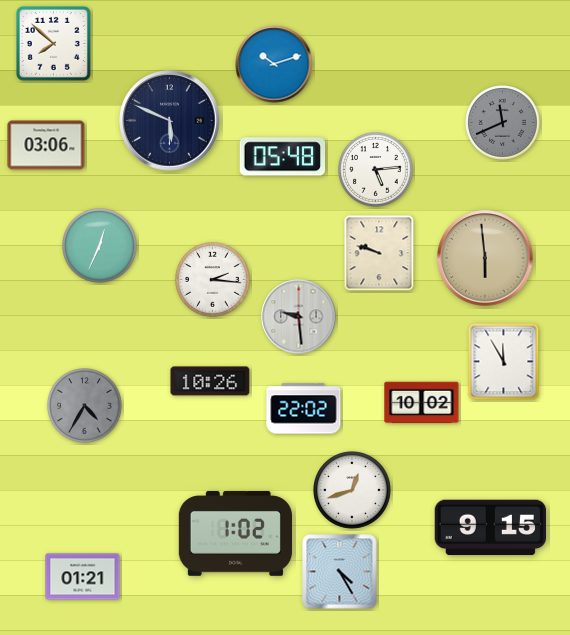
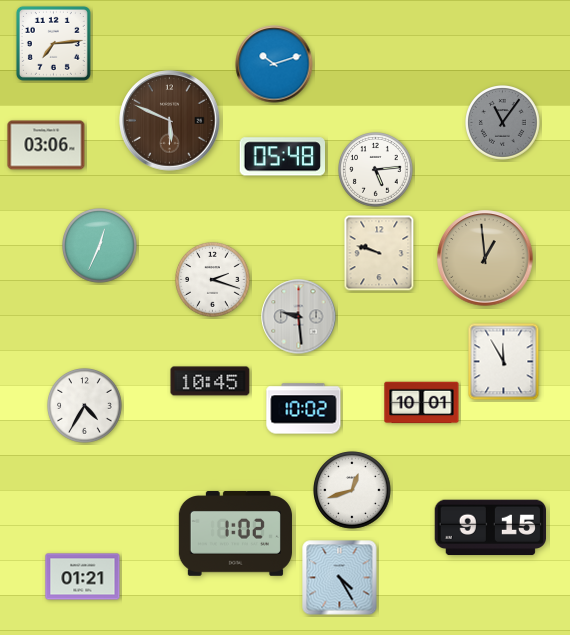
clock at (53, 43): 7:52 -> 7:14
clock at (170, 121) dial: navy -> brown
clock at (503, 123): 11:41 -> 11:06
clock at (485, 258): 5:59 -> 12:59
clock at (213, 280): 2:16 -> 2:18
clock at (210, 381): 10:26 -> 10:45
clock at (422, 403): 10:02 -> 10:01
clock at (85, 406) dial: grey -> white
clock at (304, 409): 22:02 -> 10:02
clock at (340, 572) position: (340, 572) -> (340, 578)
